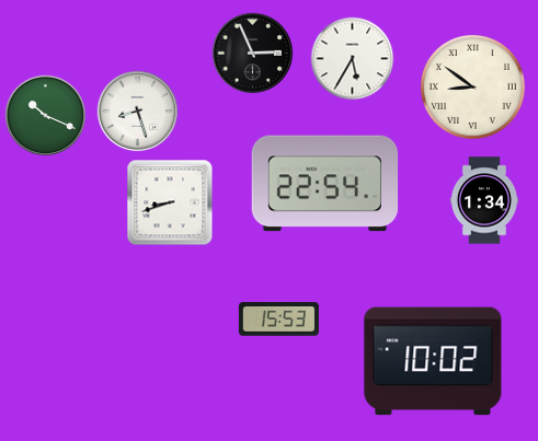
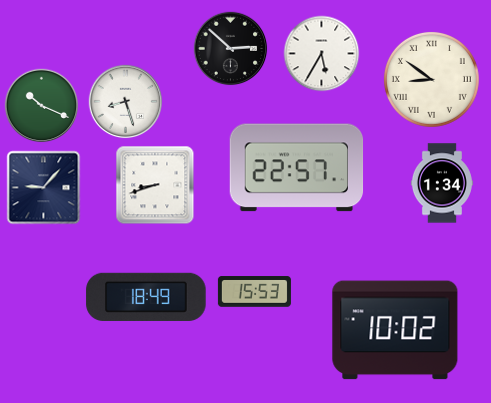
clock at (253, 54): 2:56 -> 2:52
clock at (325, 184): 22:54 -> 22:57
clock at (44, 188): none -> 9:07
clock at (146, 297): none -> 18:49
